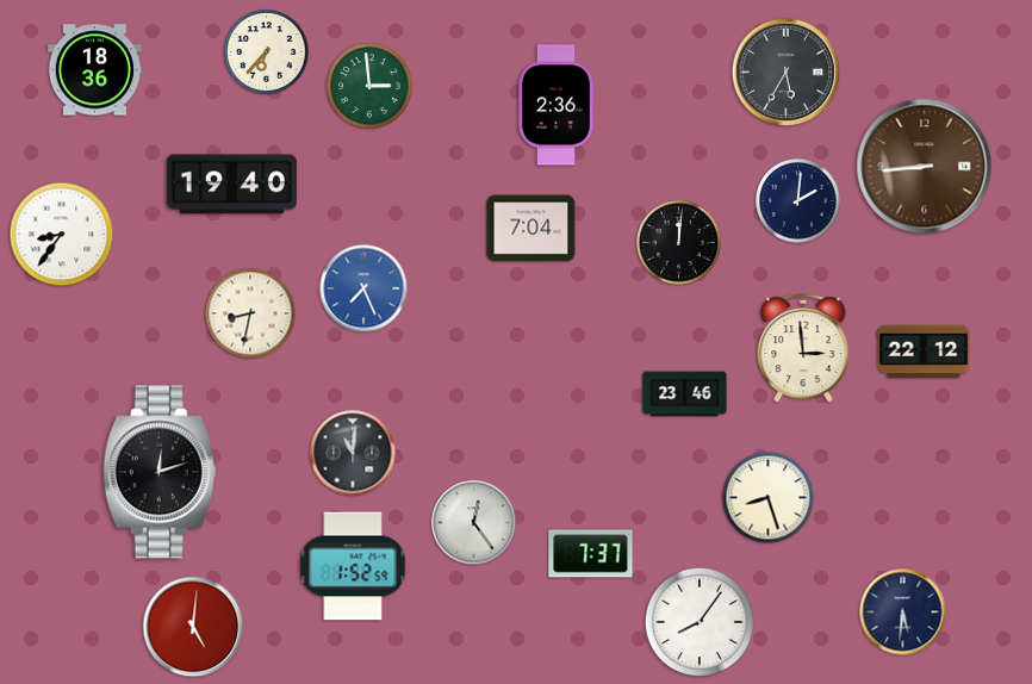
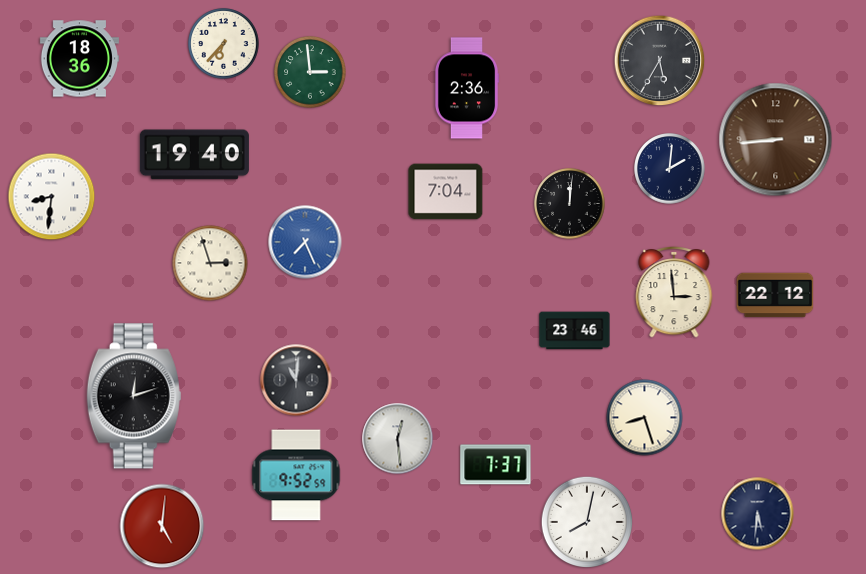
clock at (62, 235): 8:36 -> 8:31
clock at (250, 313): 8:32 -> 2:57
clock at (474, 523): 12:24 -> 12:29
clock at (353, 566): 1:52 -> 9:52
clock at (700, 622): 8:06 -> 8:02
